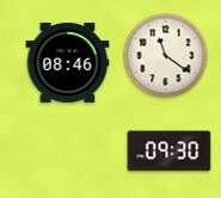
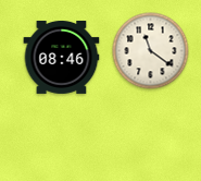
clock at (170, 151): 09:30 -> none
